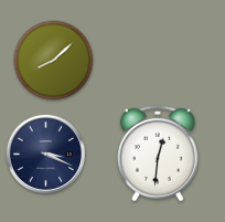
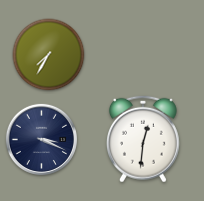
clock at (54, 61): 8:08 -> 7:35
